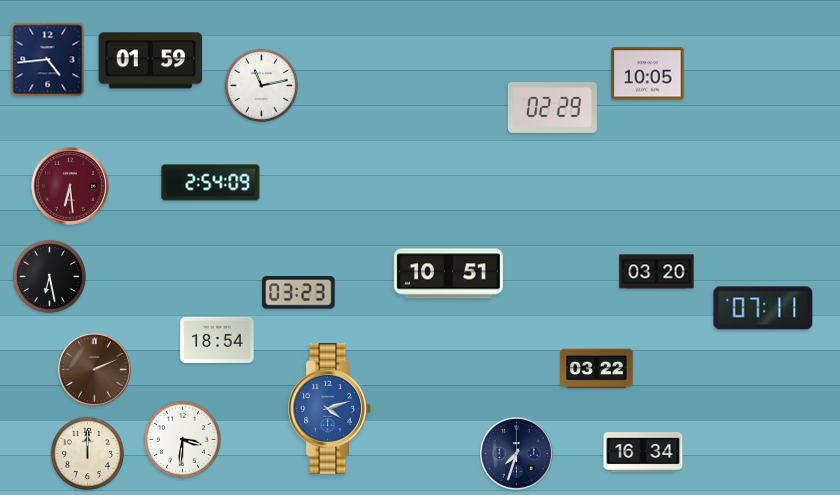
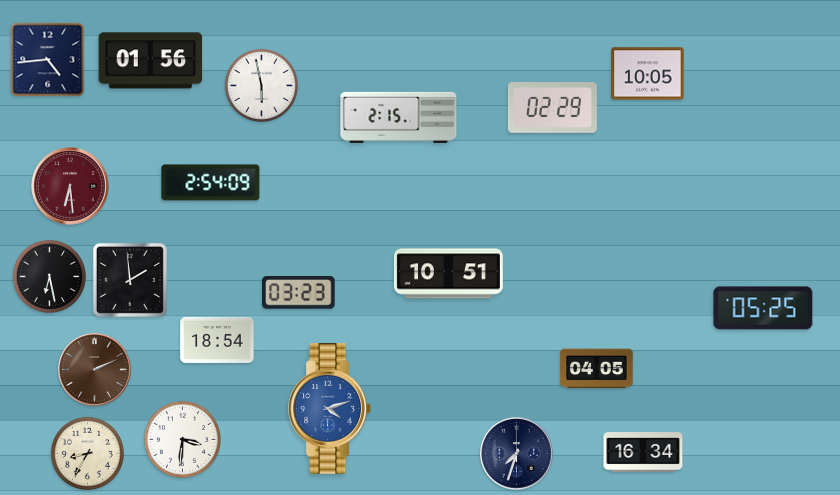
clock at (151, 61): 01:59 -> 01:56
clock at (261, 85): 11:13 -> 5:58
clock at (399, 117): none -> 2:15
clock at (657, 272): 03:20 -> none
clock at (130, 280): none -> 1:59
clock at (763, 308): 07:11 -> 05:25
clock at (597, 369): 03:22 -> 04:05
clock at (87, 453): 12:00 -> 8:35
